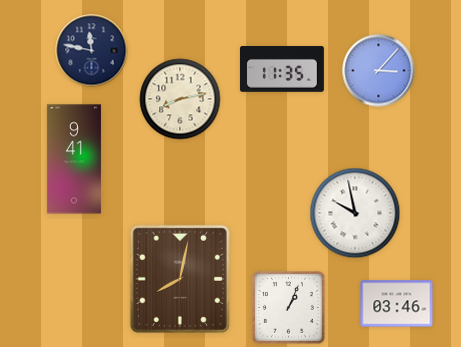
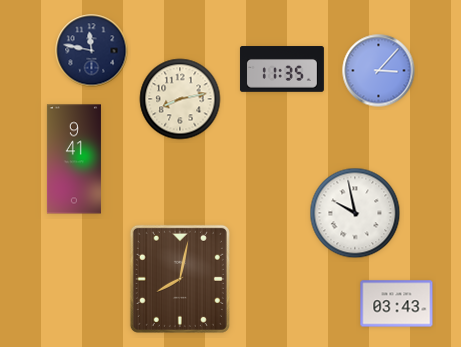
clock at (397, 304): 03:46 -> 03:43
clock at (289, 308): 1:04 -> none
